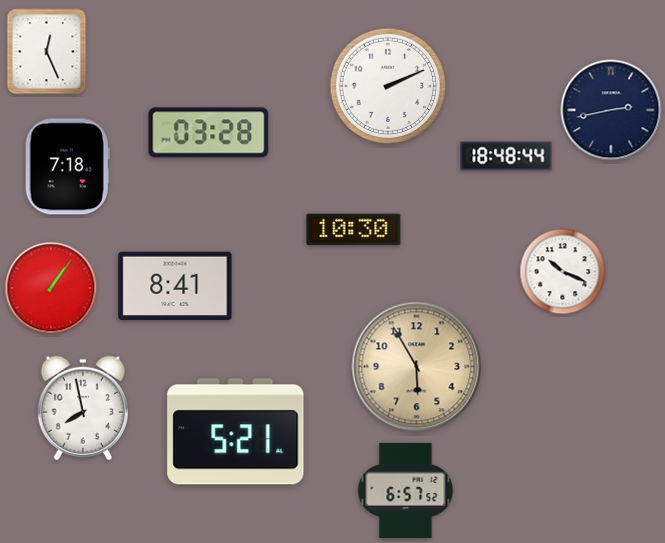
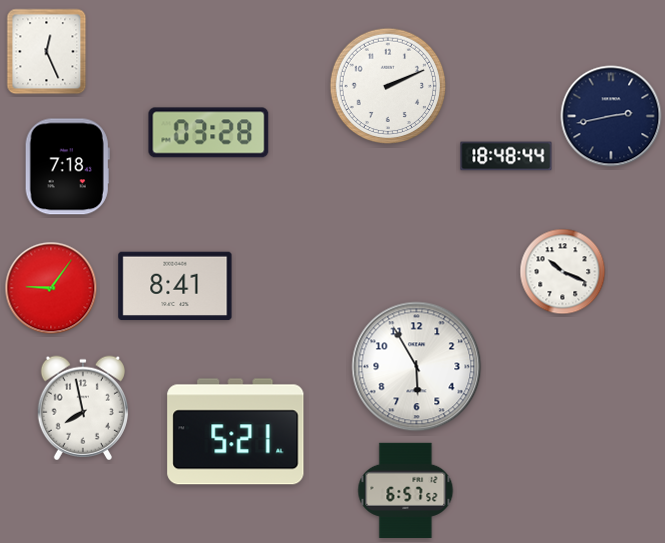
clock at (611, 110) position: (611, 110) -> (611, 116)
clock at (354, 230): 10:30 -> none
clock at (51, 288): 1:06 -> 9:06
clock at (417, 367) dial: champagne -> white
